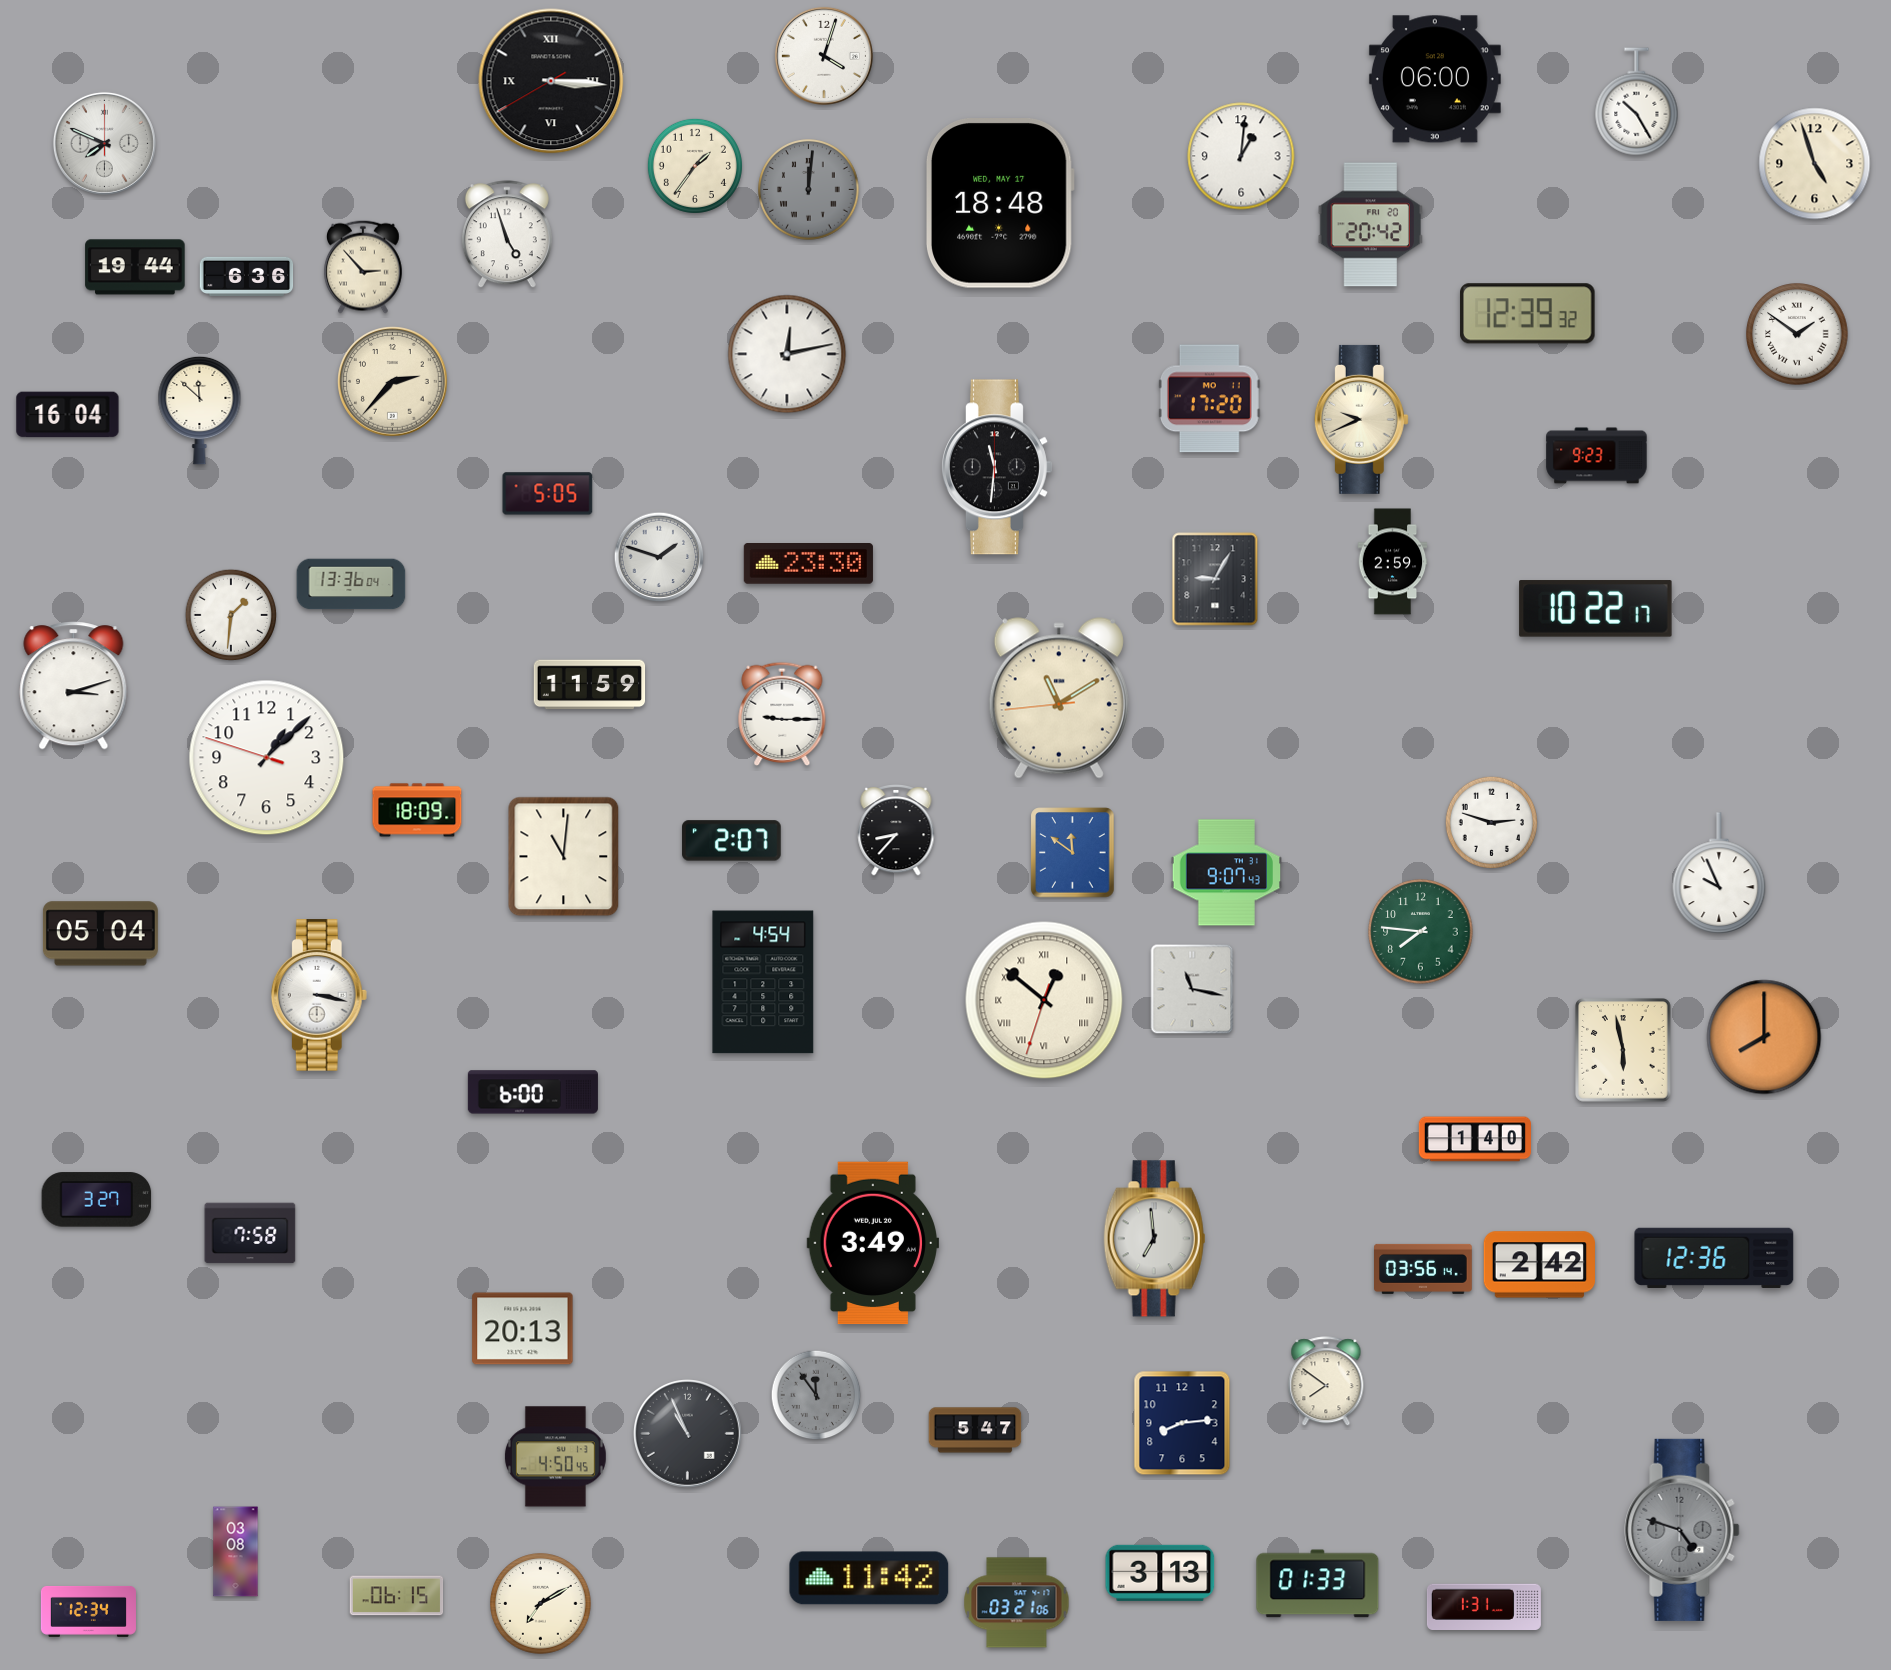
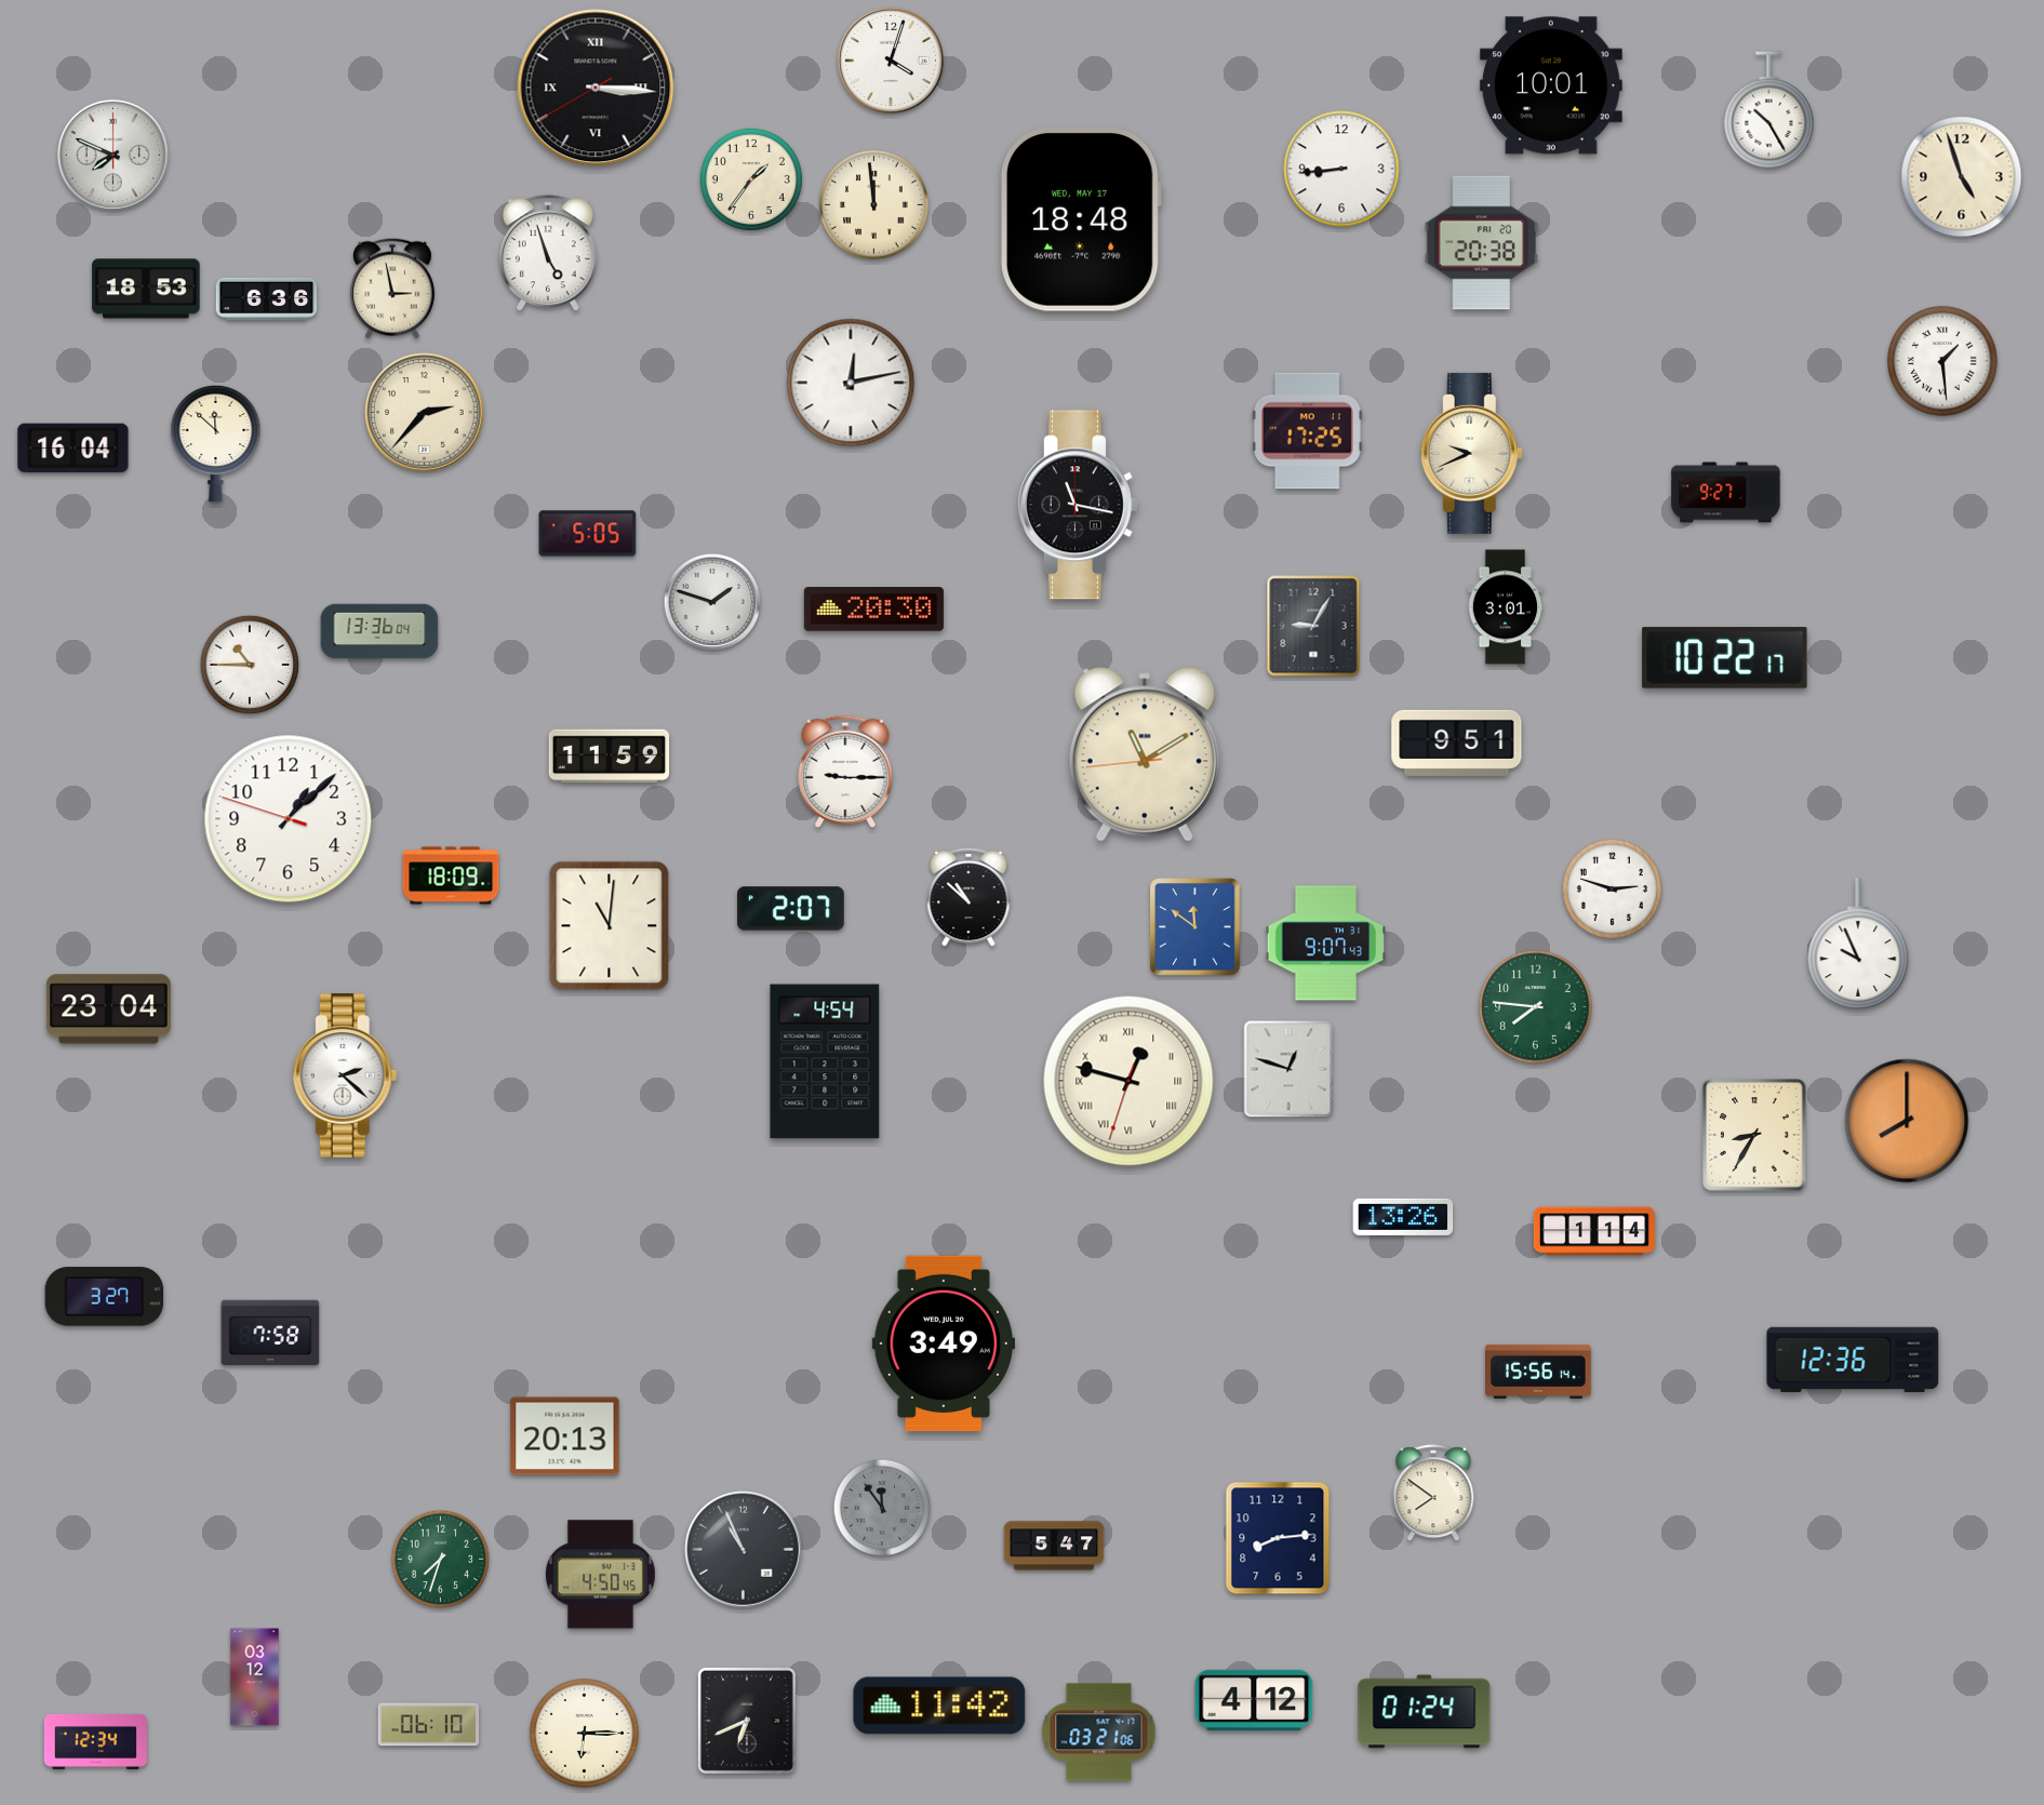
clock at (1435, 79): 06:00 -> 10:01
clock at (1241, 156): 1:01 -> 8:44
clock at (809, 190): 12:01 -> 11:59
clock at (809, 190) dial: grey -> cream
clock at (1371, 225): 20:42 -> 20:38
clock at (135, 267): 19:44 -> 18:53
clock at (364, 267): 2:53 -> 2:58
clock at (1528, 314): 12:39 -> none
clock at (1797, 334): 1:51 -> 1:29
clock at (1209, 399): 17:20 -> 17:25
clock at (1597, 456): 9:23 -> 9:27
clock at (996, 467): 11:31 -> 11:17
clock at (548, 494) position: (548, 494) -> (588, 534)
clock at (1393, 562): 2:59 -> 3:01
clock at (808, 564): 23:30 -> 20:30
clock at (231, 615): 1:31 -> 10:45
clock at (590, 685) position: (590, 685) -> (610, 757)
clock at (74, 686): 3:12 -> none
clock at (1457, 743): none -> 9:51
clock at (896, 830): 8:37 -> 10:52
clock at (1073, 853) position: (1073, 853) -> (1195, 927)
clock at (100, 934): 05:04 -> 23:04
clock at (1192, 989): 11:17 -> 12:48
clock at (319, 995): 3:17 -> 2:22
clock at (1044, 1000): 12:51 -> 12:47
clock at (1623, 1050): 5:58 -> 8:35
clock at (533, 1092): 6:00 -> none
clock at (1403, 1217): none -> 13:26
clock at (1475, 1139): 1:40 -> 1:14
clock at (1155, 1239): 6:59 -> none
clock at (1539, 1265): 2:42 -> none
clock at (1424, 1269): 03:56 -> 15:56
clock at (441, 1560): none -> 7:33
clock at (1682, 1530): 4:48 -> none
clock at (236, 1552): 03:08 -> 03:12
clock at (1160, 1573): 3:13 -> 4:12
clock at (1318, 1584): 01:33 -> 01:24
clock at (747, 1721): none -> 6:41
clock at (397, 1596): 06:15 -> 06:10
clock at (541, 1604): 7:10 -> 6:15
clock at (1484, 1607): 1:31 -> none
